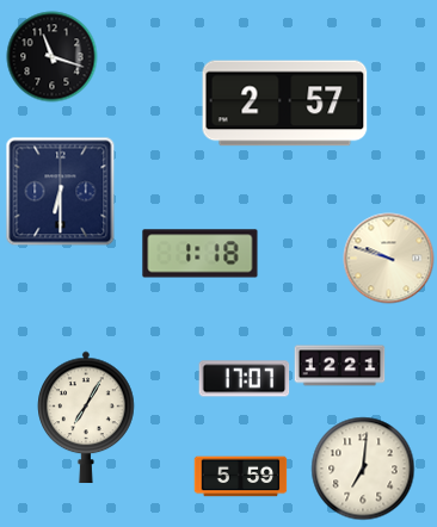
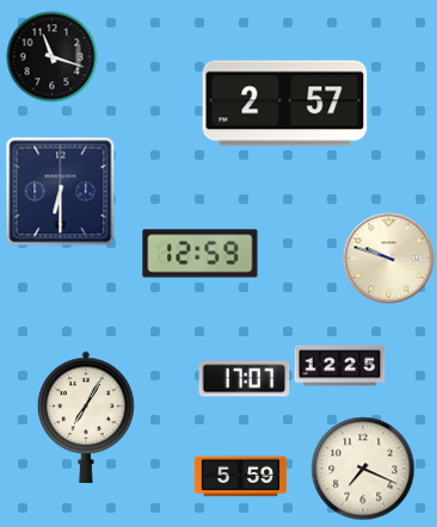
clock at (201, 254): 1:18 -> 12:59
clock at (340, 366): 12:21 -> 12:25
clock at (363, 469): 7:01 -> 7:19
